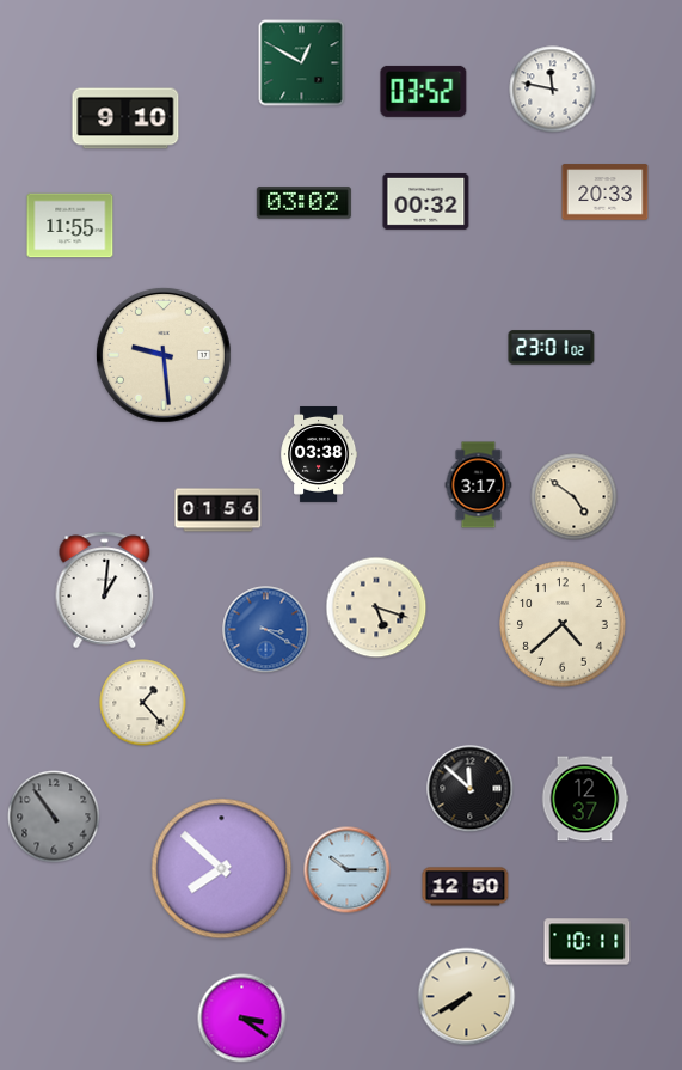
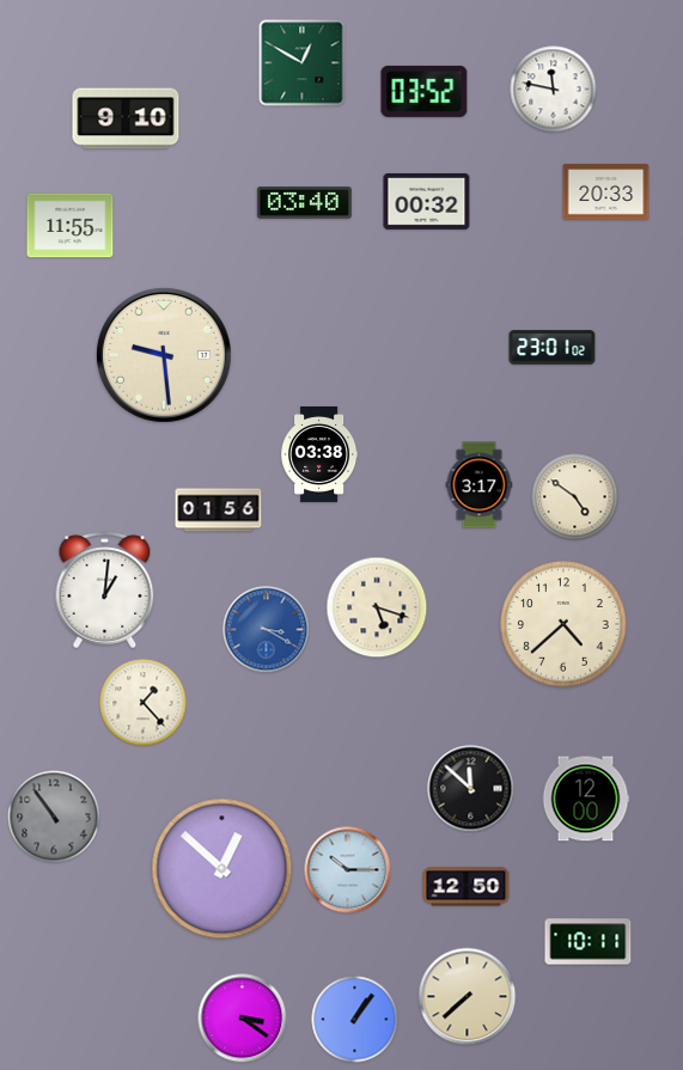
clock at (303, 203): 03:02 -> 03:40
clock at (585, 799): 12:37 -> 12:00
clock at (222, 869): 7:52 -> 12:52
clock at (467, 997): 7:40 -> 7:38
clock at (355, 1020): none -> 1:06
